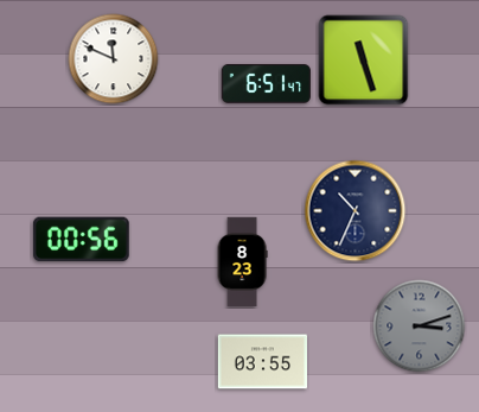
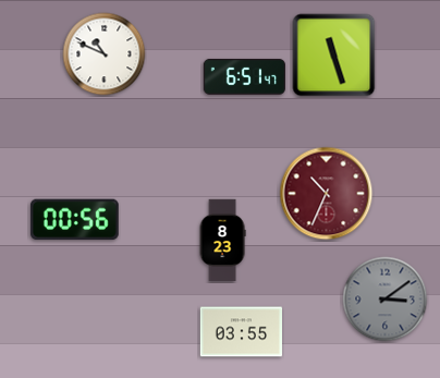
clock at (114, 59): 11:49 -> 10:49
clock at (356, 211) dial: navy -> burgundy
clock at (420, 327): 3:12 -> 3:09
